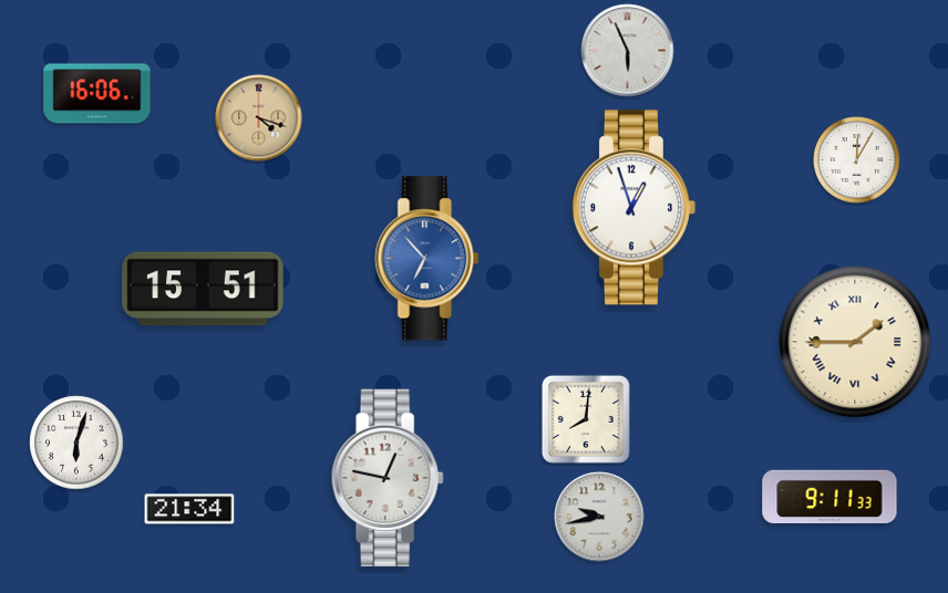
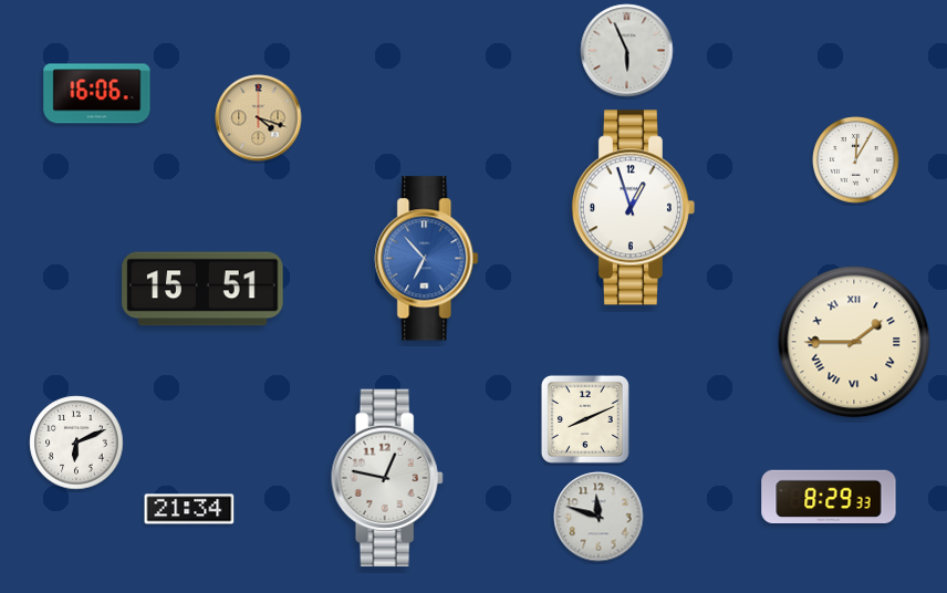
clock at (586, 419): 8:01 -> 8:11
clock at (76, 443): 6:03 -> 6:11
clock at (829, 497): 9:11 -> 8:29
clock at (599, 517): 9:43 -> 11:48
